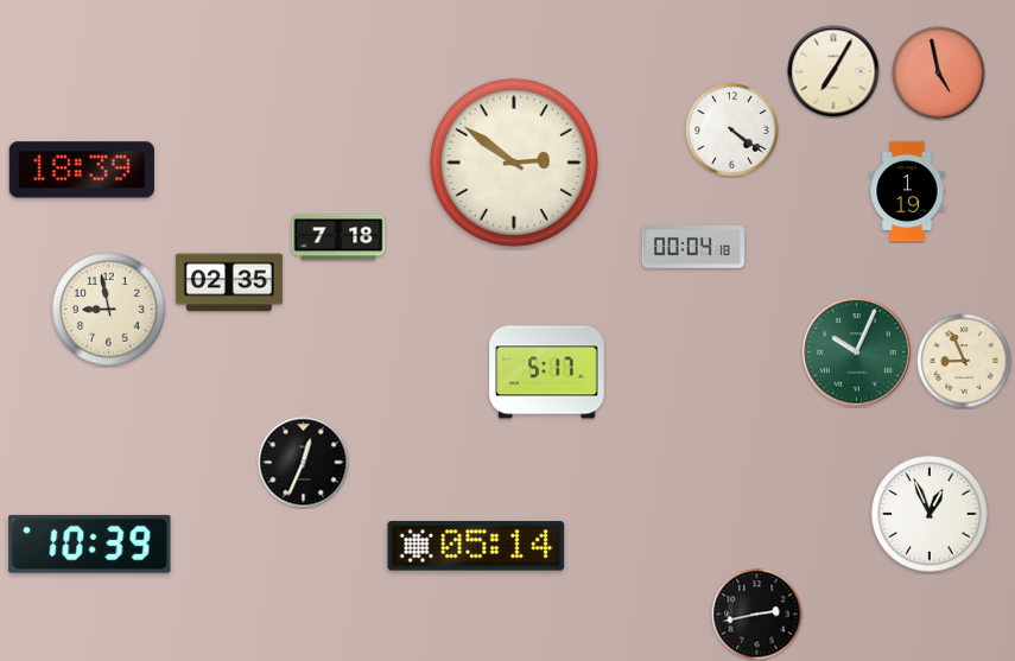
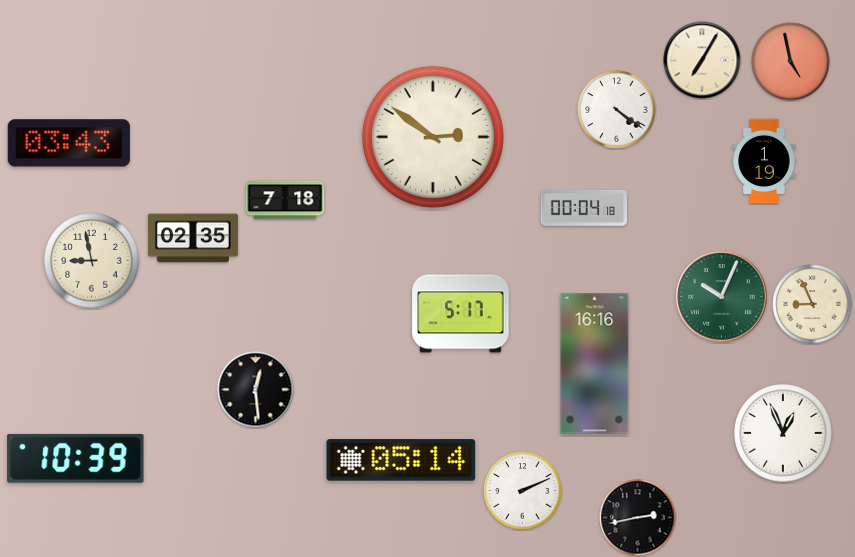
clock at (82, 170): 18:39 -> 03:43
clock at (595, 364): none -> 16:16
clock at (304, 463): 12:34 -> 12:29
clock at (523, 491): none -> 2:11
